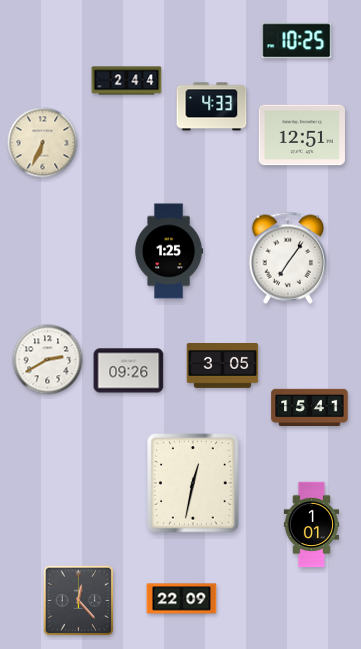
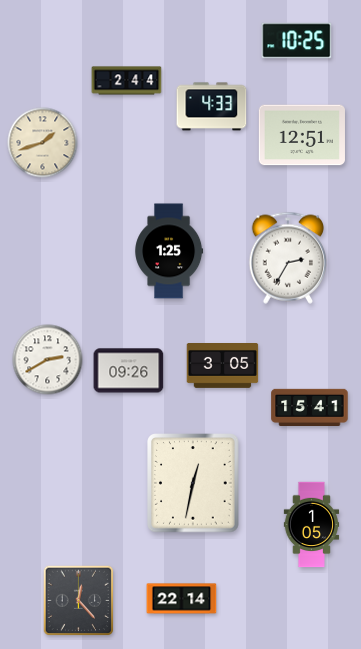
clock at (43, 143): 6:34 -> 1:42
clock at (288, 258): 7:06 -> 2:35
clock at (312, 525): 1:01 -> 1:05
clock at (182, 599): 22:09 -> 22:14
